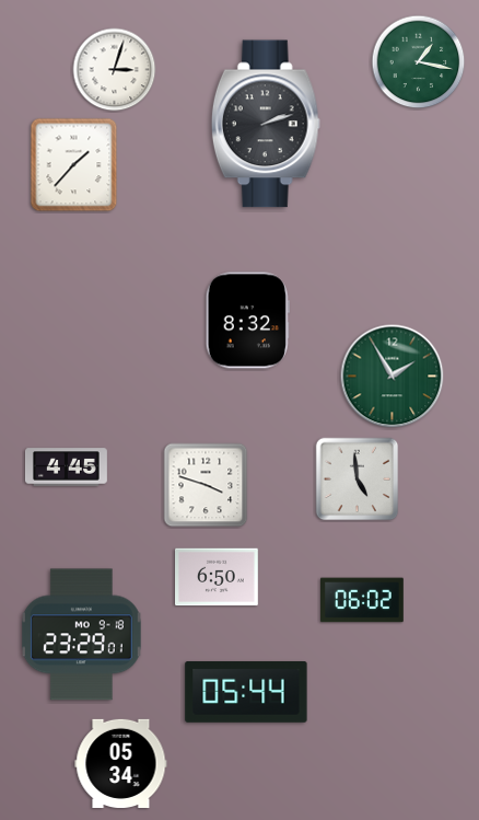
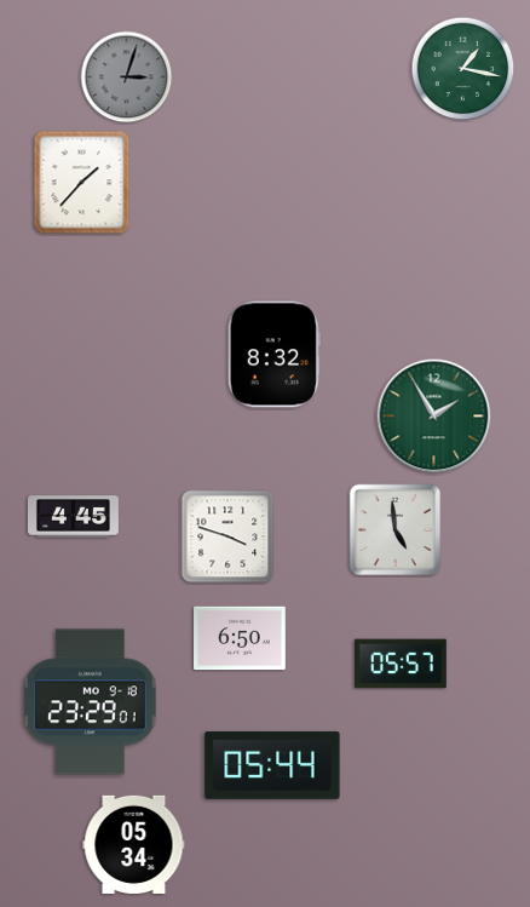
clock at (115, 70) dial: white -> grey
clock at (266, 124): 2:12 -> none
clock at (363, 600): 06:02 -> 05:57
